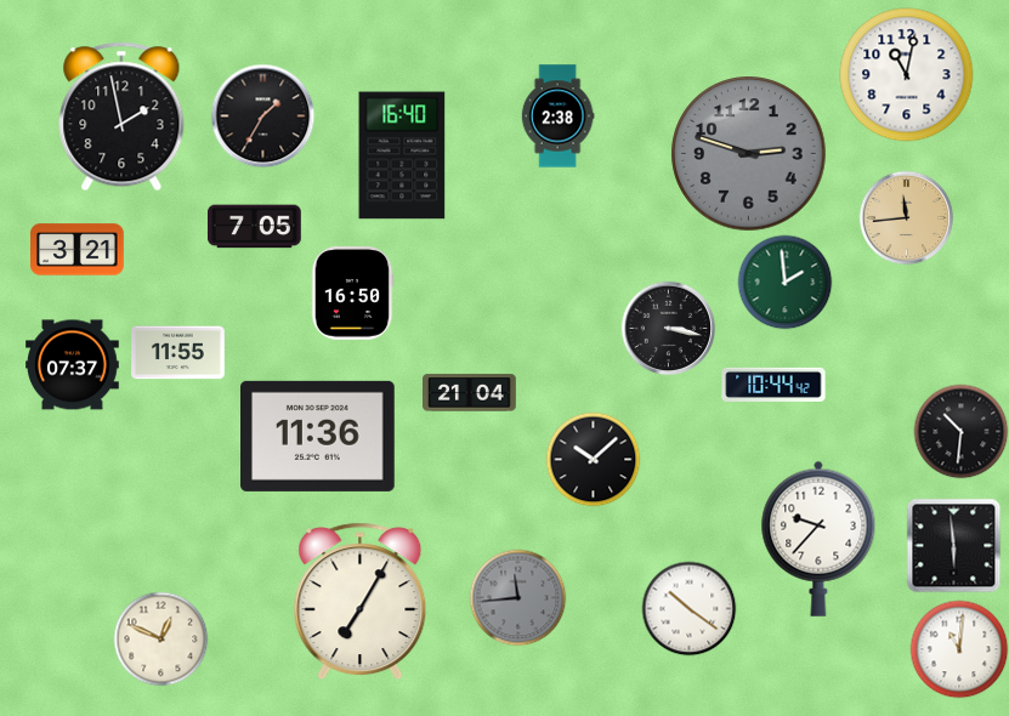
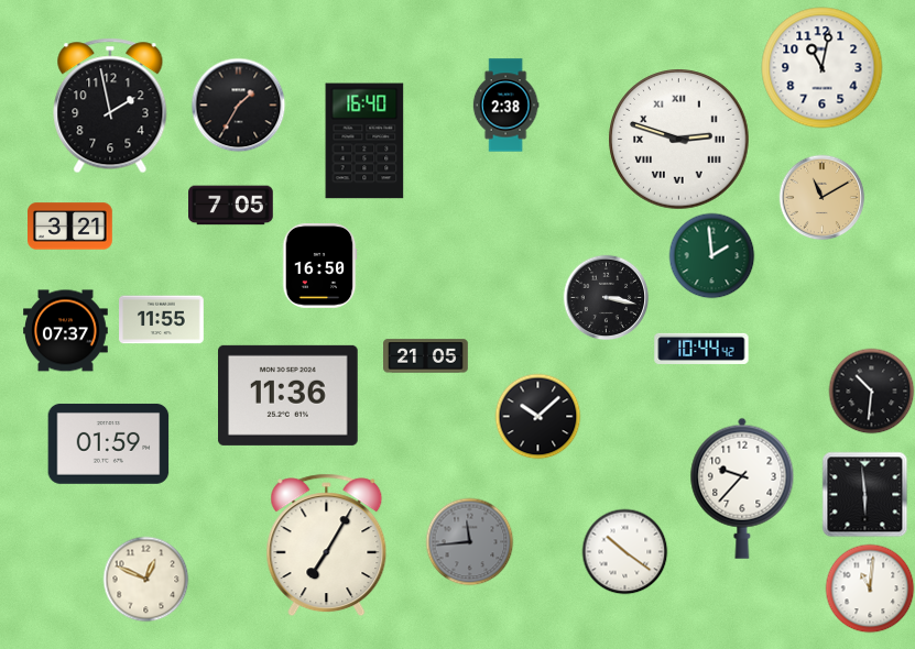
clock at (749, 154) dial: grey -> white
clock at (749, 154) numerals: Arabic -> Roman
clock at (906, 217): 11:44 -> 11:10
clock at (470, 393): 21:04 -> 21:05
clock at (109, 444): none -> 01:59
